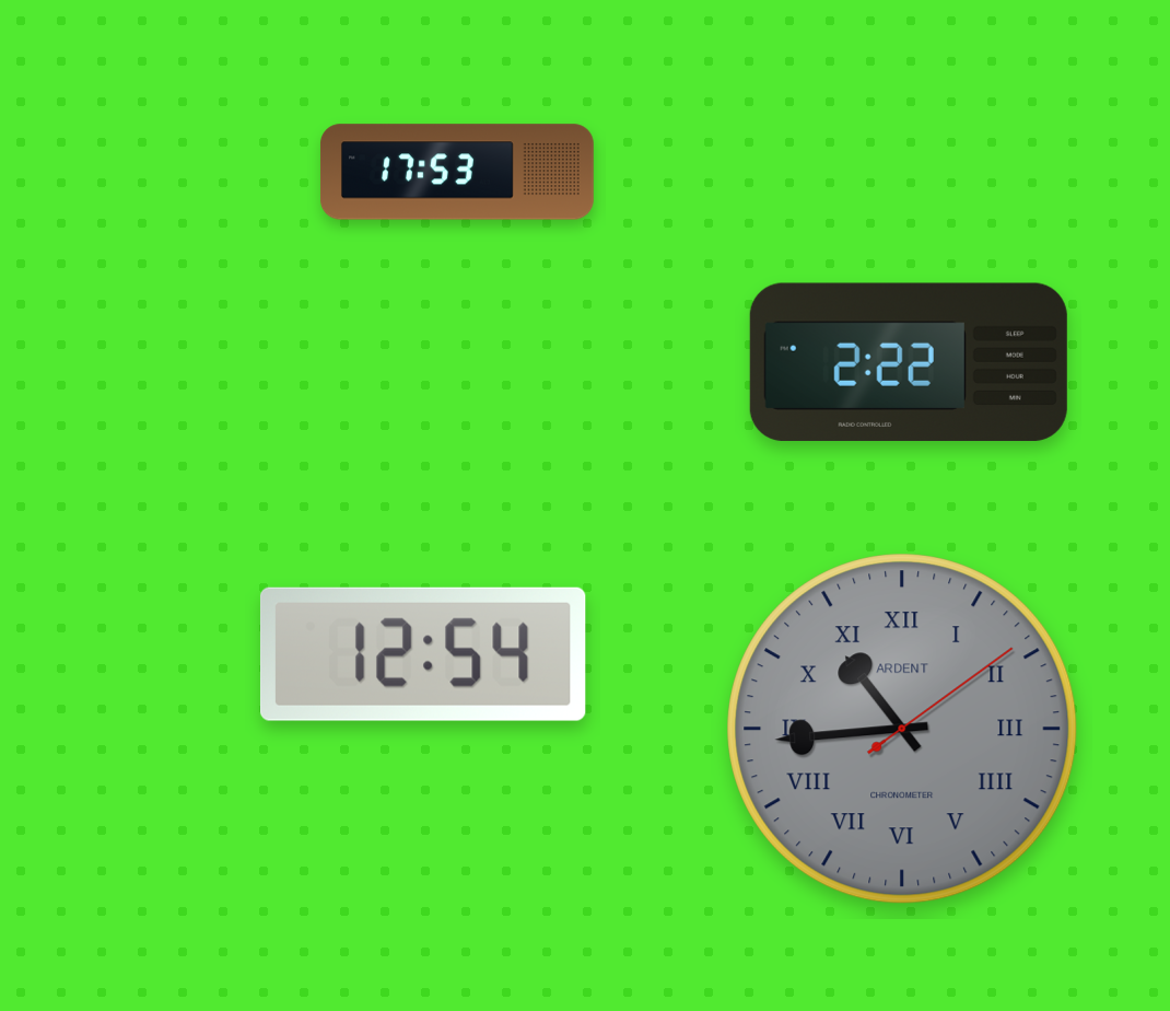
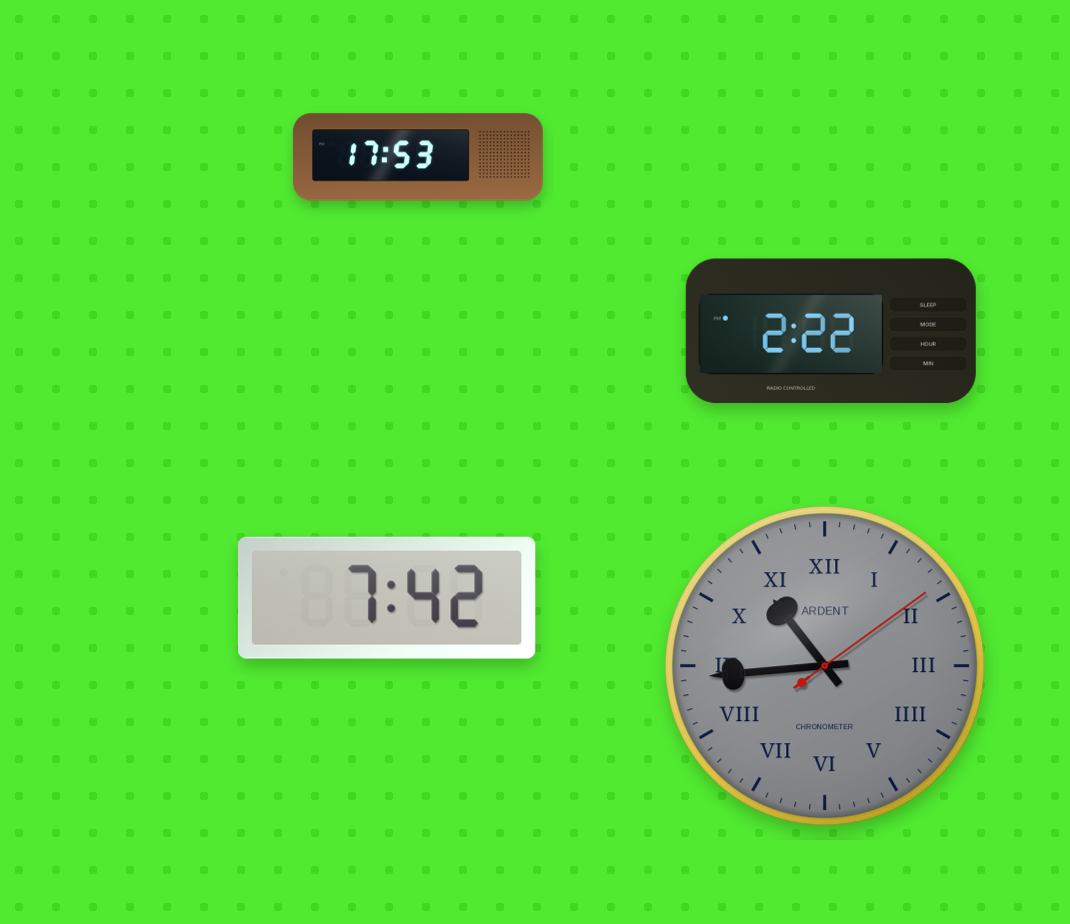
clock at (423, 654): 12:54 -> 7:42
